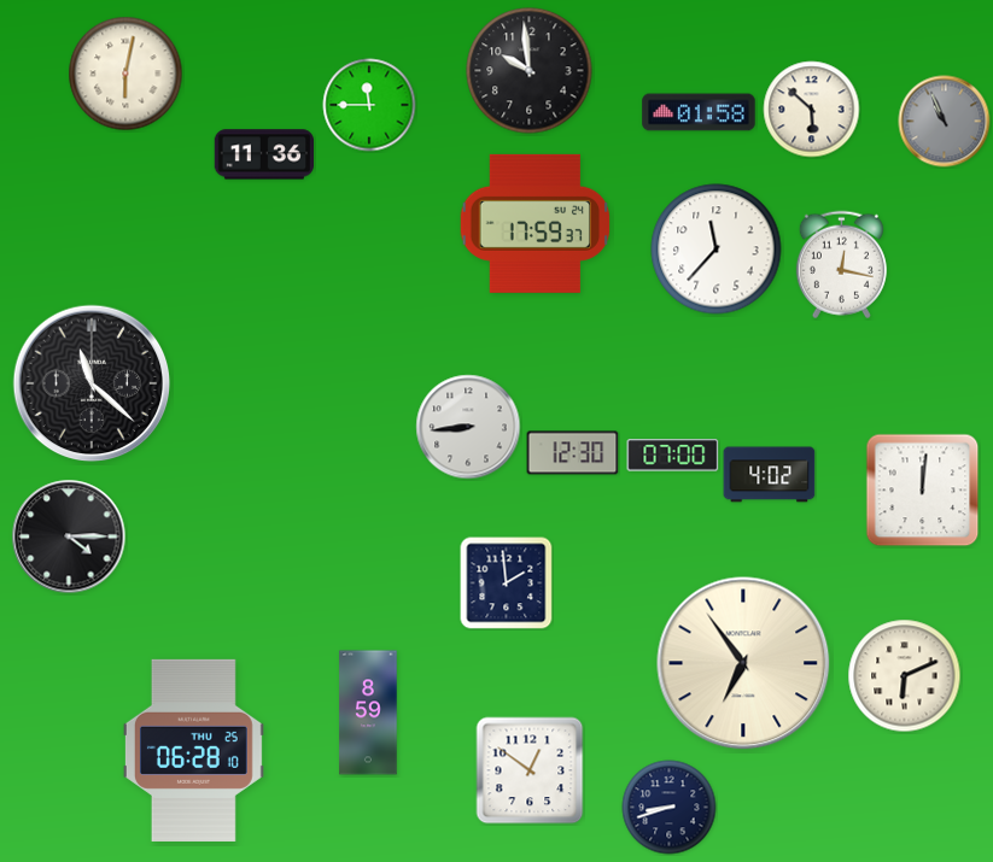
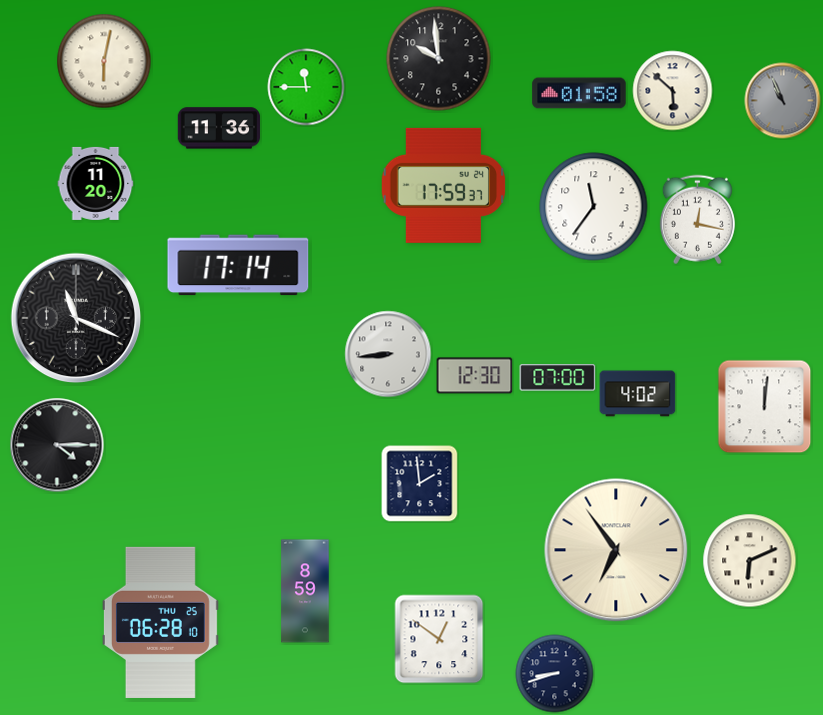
clock at (96, 183): none -> 11:20
clock at (717, 250): 11:37 -> 11:36
clock at (238, 265): none -> 17:14
clock at (92, 383): 11:22 -> 11:19
clock at (670, 808) position: (670, 808) -> (555, 674)
